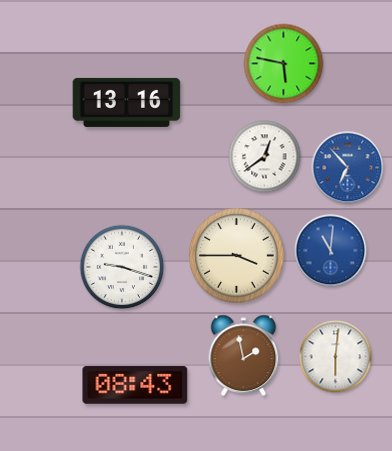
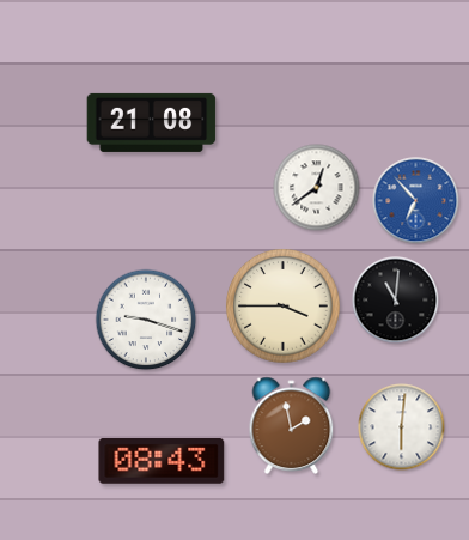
clock at (284, 64): 5:47 -> none
clock at (127, 102): 13:16 -> 21:08
clock at (331, 251) dial: blue -> black
